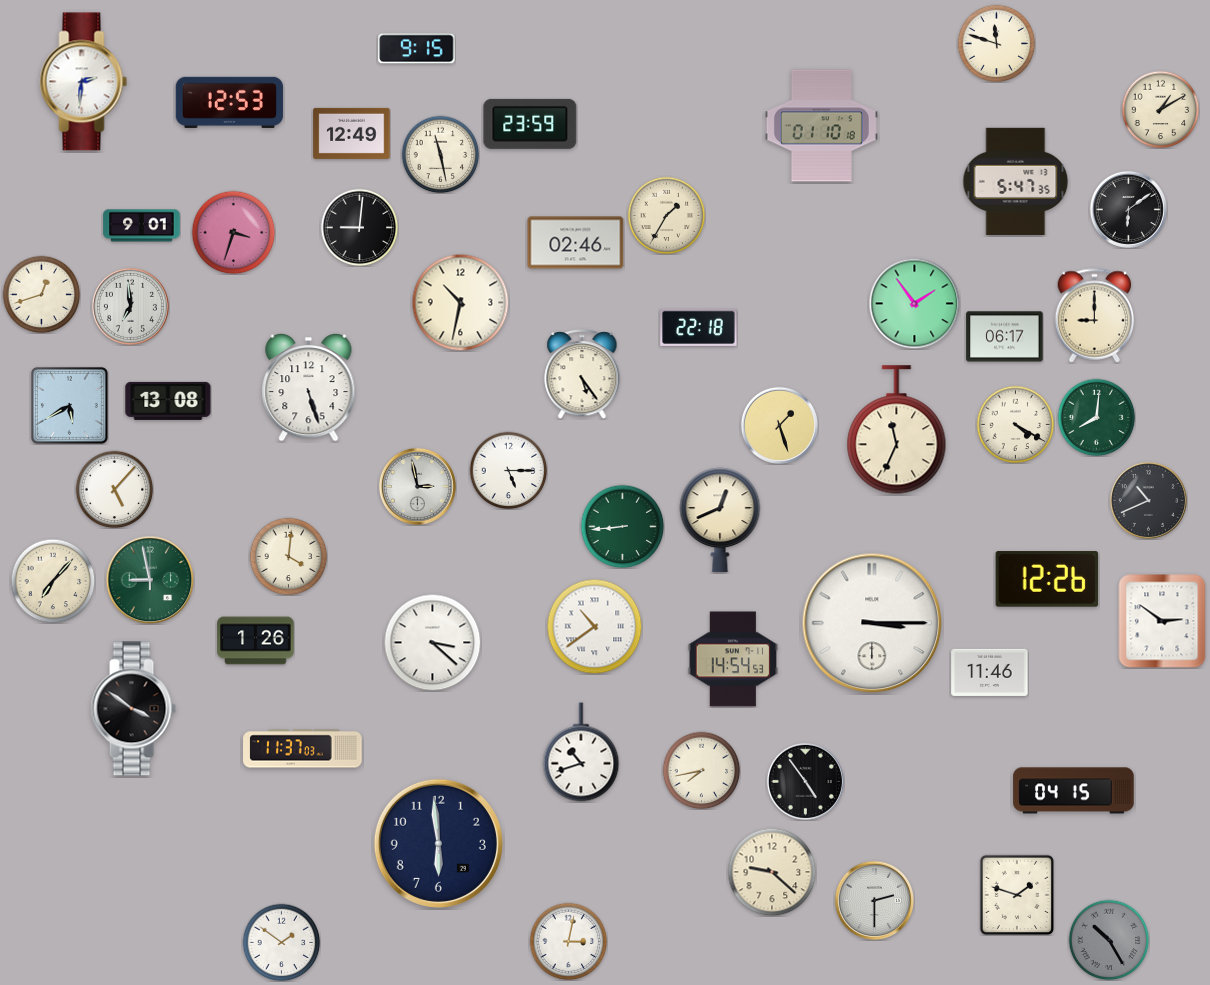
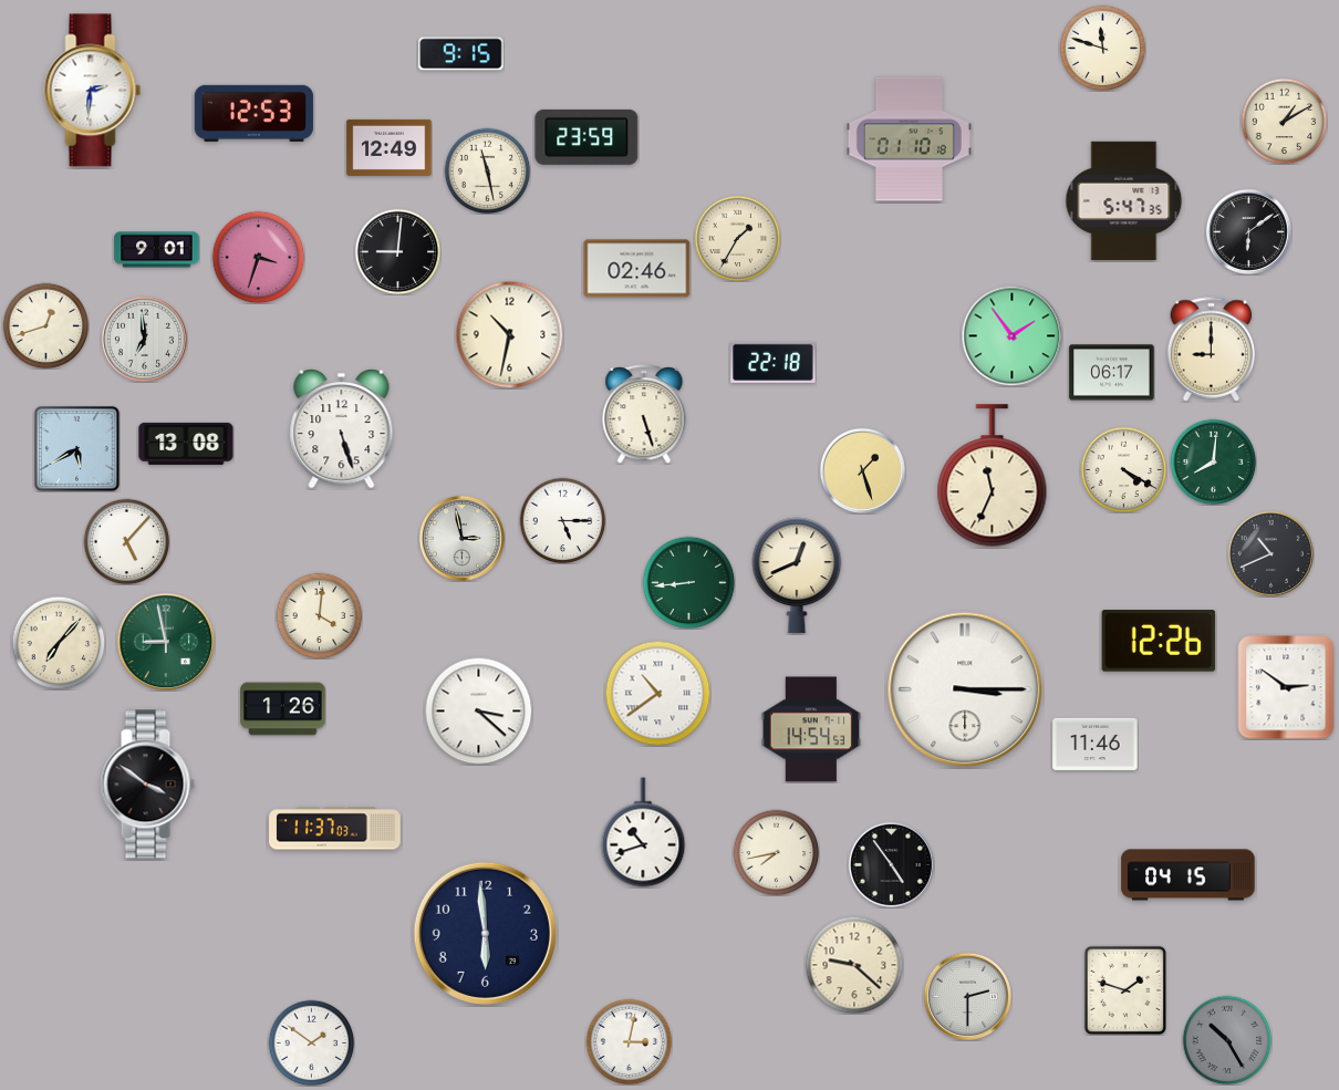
clock at (582, 374): 5:24 -> 5:27
